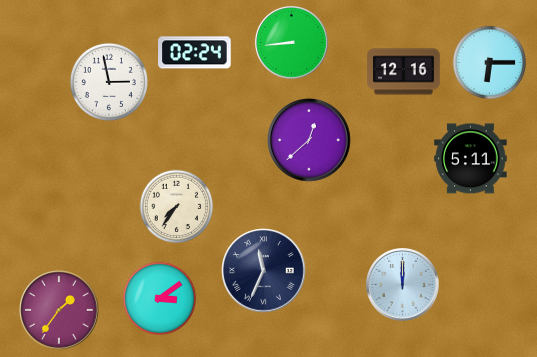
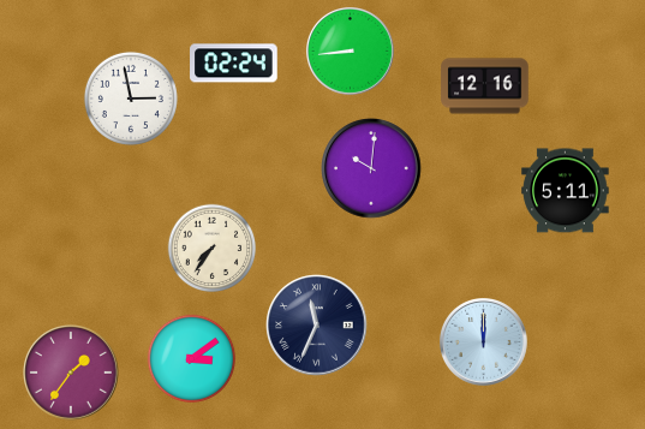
clock at (490, 63): 6:15 -> none
clock at (309, 140): 12:38 -> 10:01
